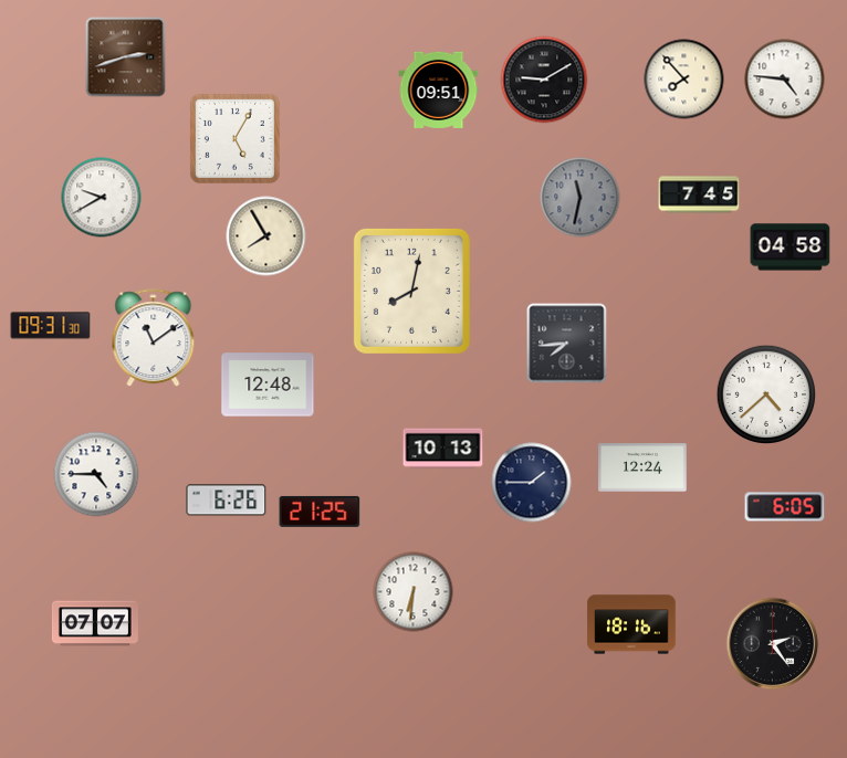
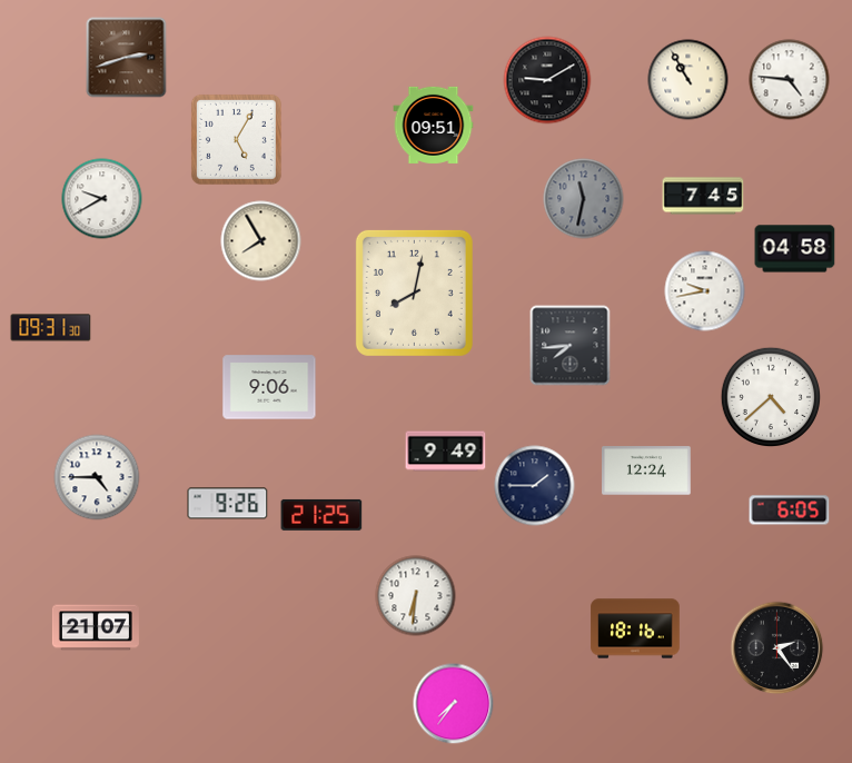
clock at (684, 80): 7:53 -> 10:55
clock at (439, 90) position: (439, 90) -> (434, 125)
clock at (266, 236) position: (266, 236) -> (261, 241)
clock at (705, 291): none -> 9:43
clock at (154, 338): 11:09 -> none
clock at (268, 385): 12:48 -> 9:06
clock at (443, 449): 10:13 -> 9:49
clock at (227, 501): 6:26 -> 9:26
clock at (95, 623): 07:07 -> 21:07
clock at (454, 704): none -> 7:36
